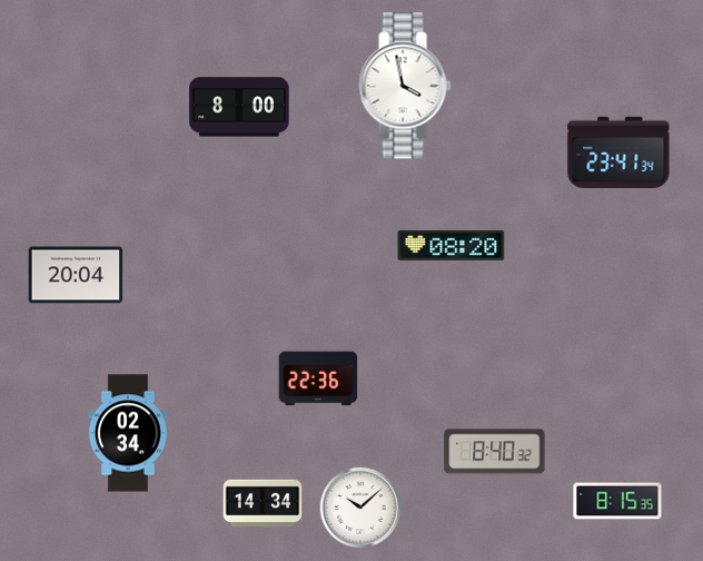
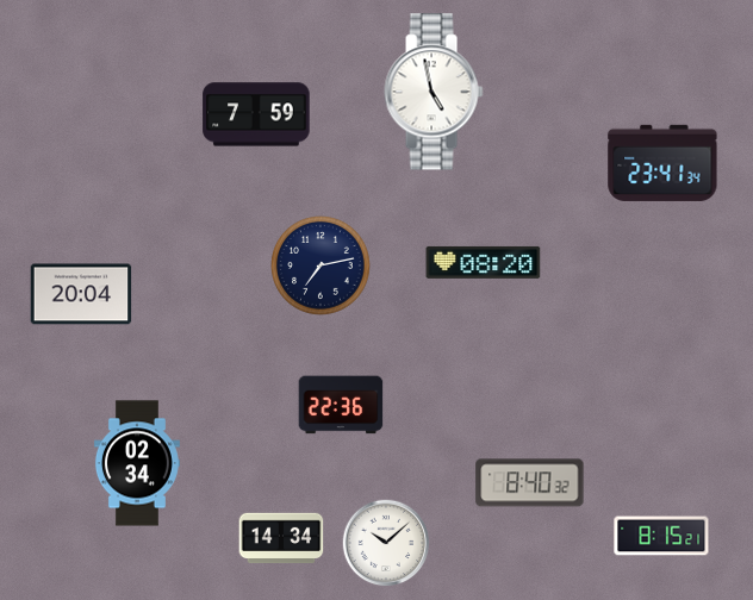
clock at (405, 86): 3:58 -> 4:58
clock at (239, 107): 8:00 -> 7:59
clock at (321, 265): none -> 7:13
clock at (617, 501): 8:15:35 -> 8:15:21
